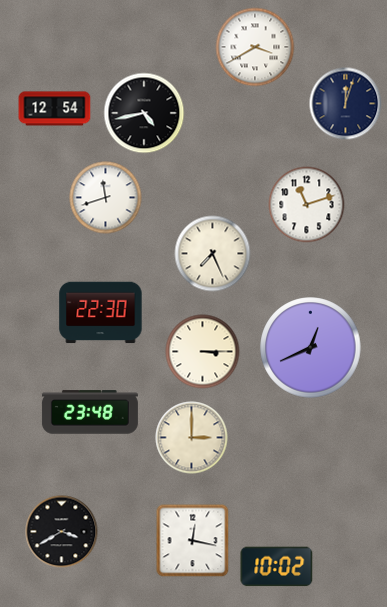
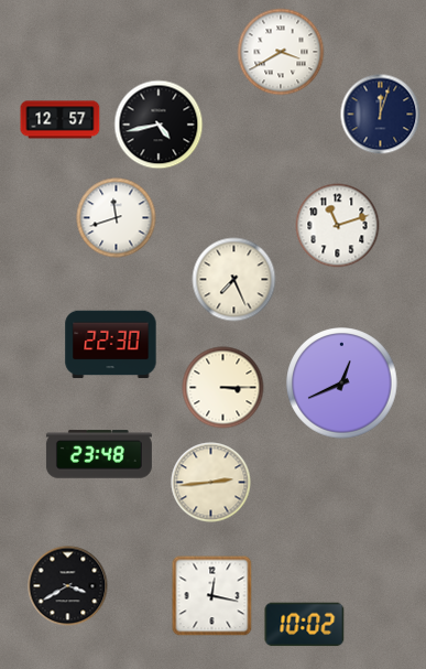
clock at (55, 109): 12:54 -> 12:57
clock at (192, 438): 3:00 -> 2:44
